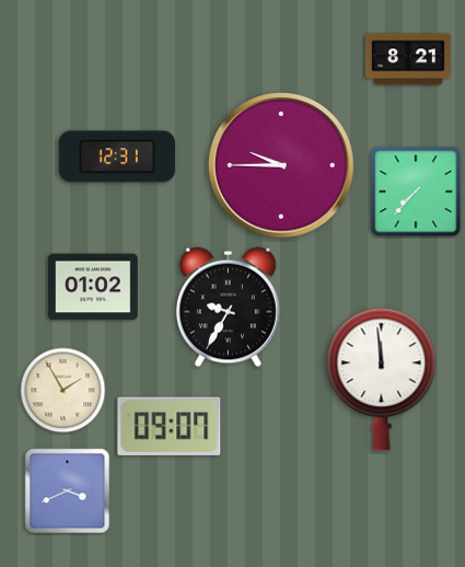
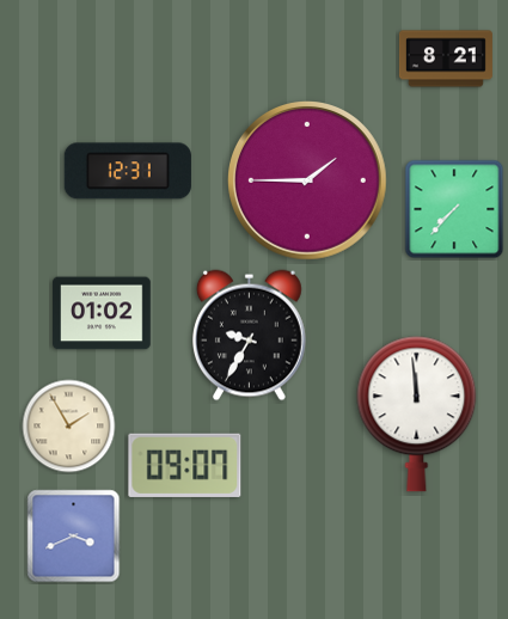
clock at (408, 59) position: (408, 59) -> (446, 59)
clock at (282, 166): 9:45 -> 1:45
